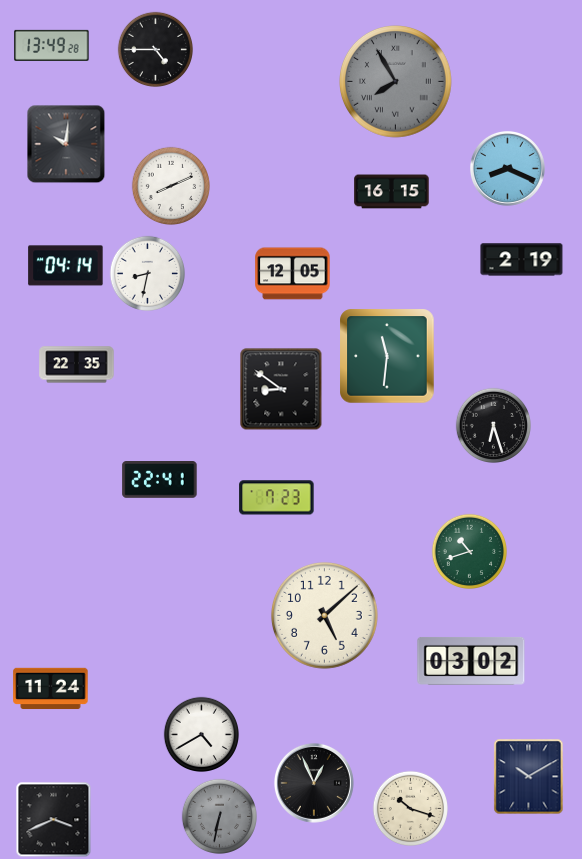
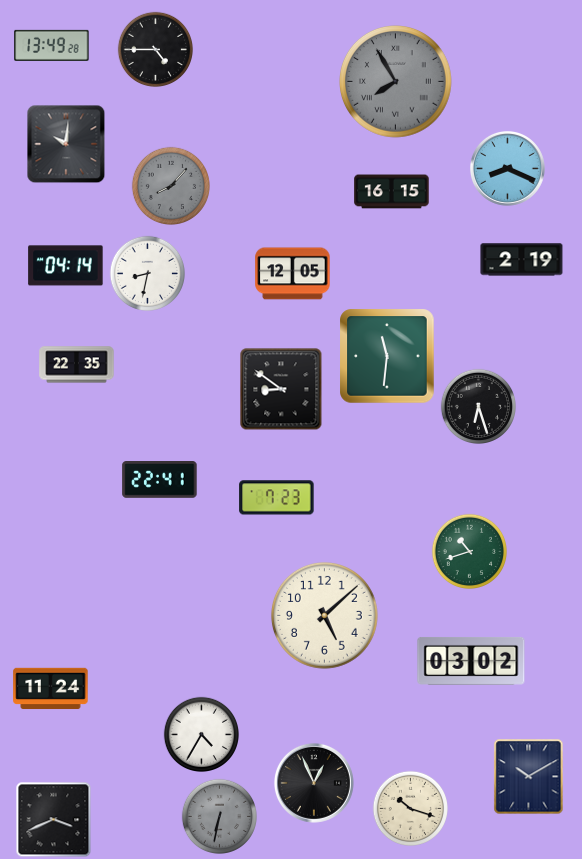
clock at (170, 185): 8:11 -> 8:07
clock at (170, 185) dial: white -> grey
clock at (493, 425) position: (493, 425) -> (478, 406)
clock at (201, 734): 4:40 -> 4:35
